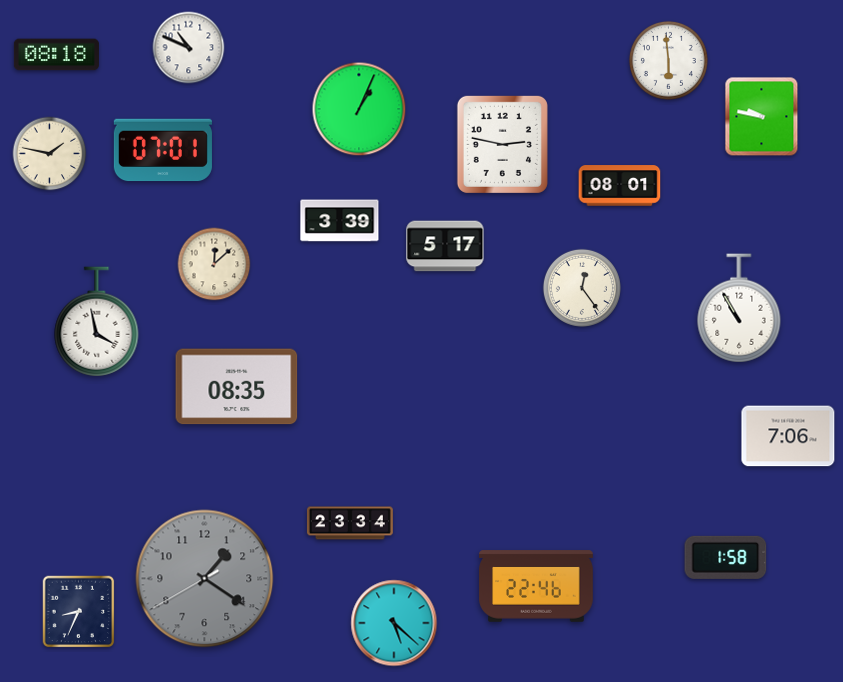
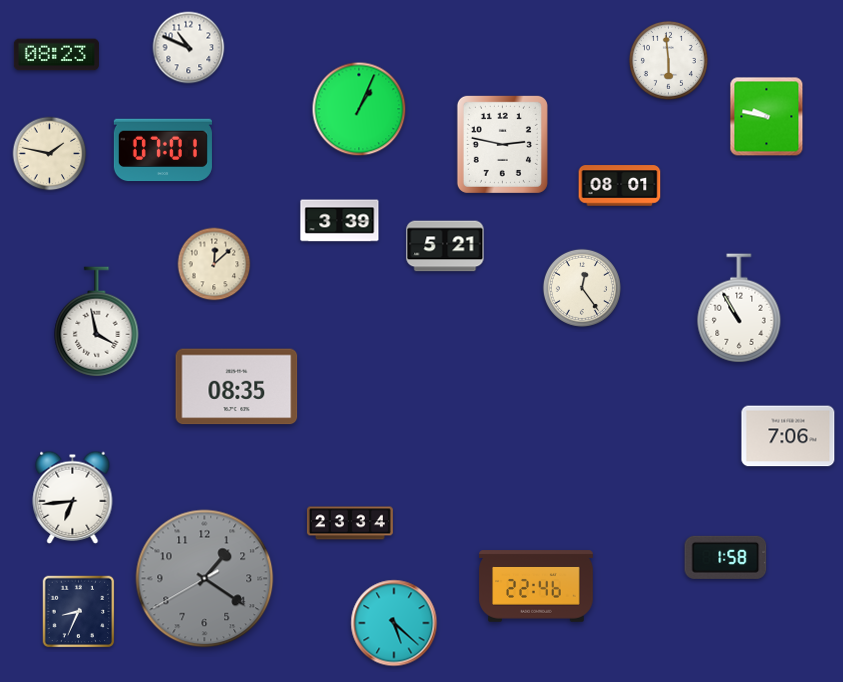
clock at (56, 55): 08:18 -> 08:23
clock at (762, 117) position: (762, 117) -> (767, 117)
clock at (445, 246): 5:17 -> 5:21
clock at (73, 497): none -> 6:44
